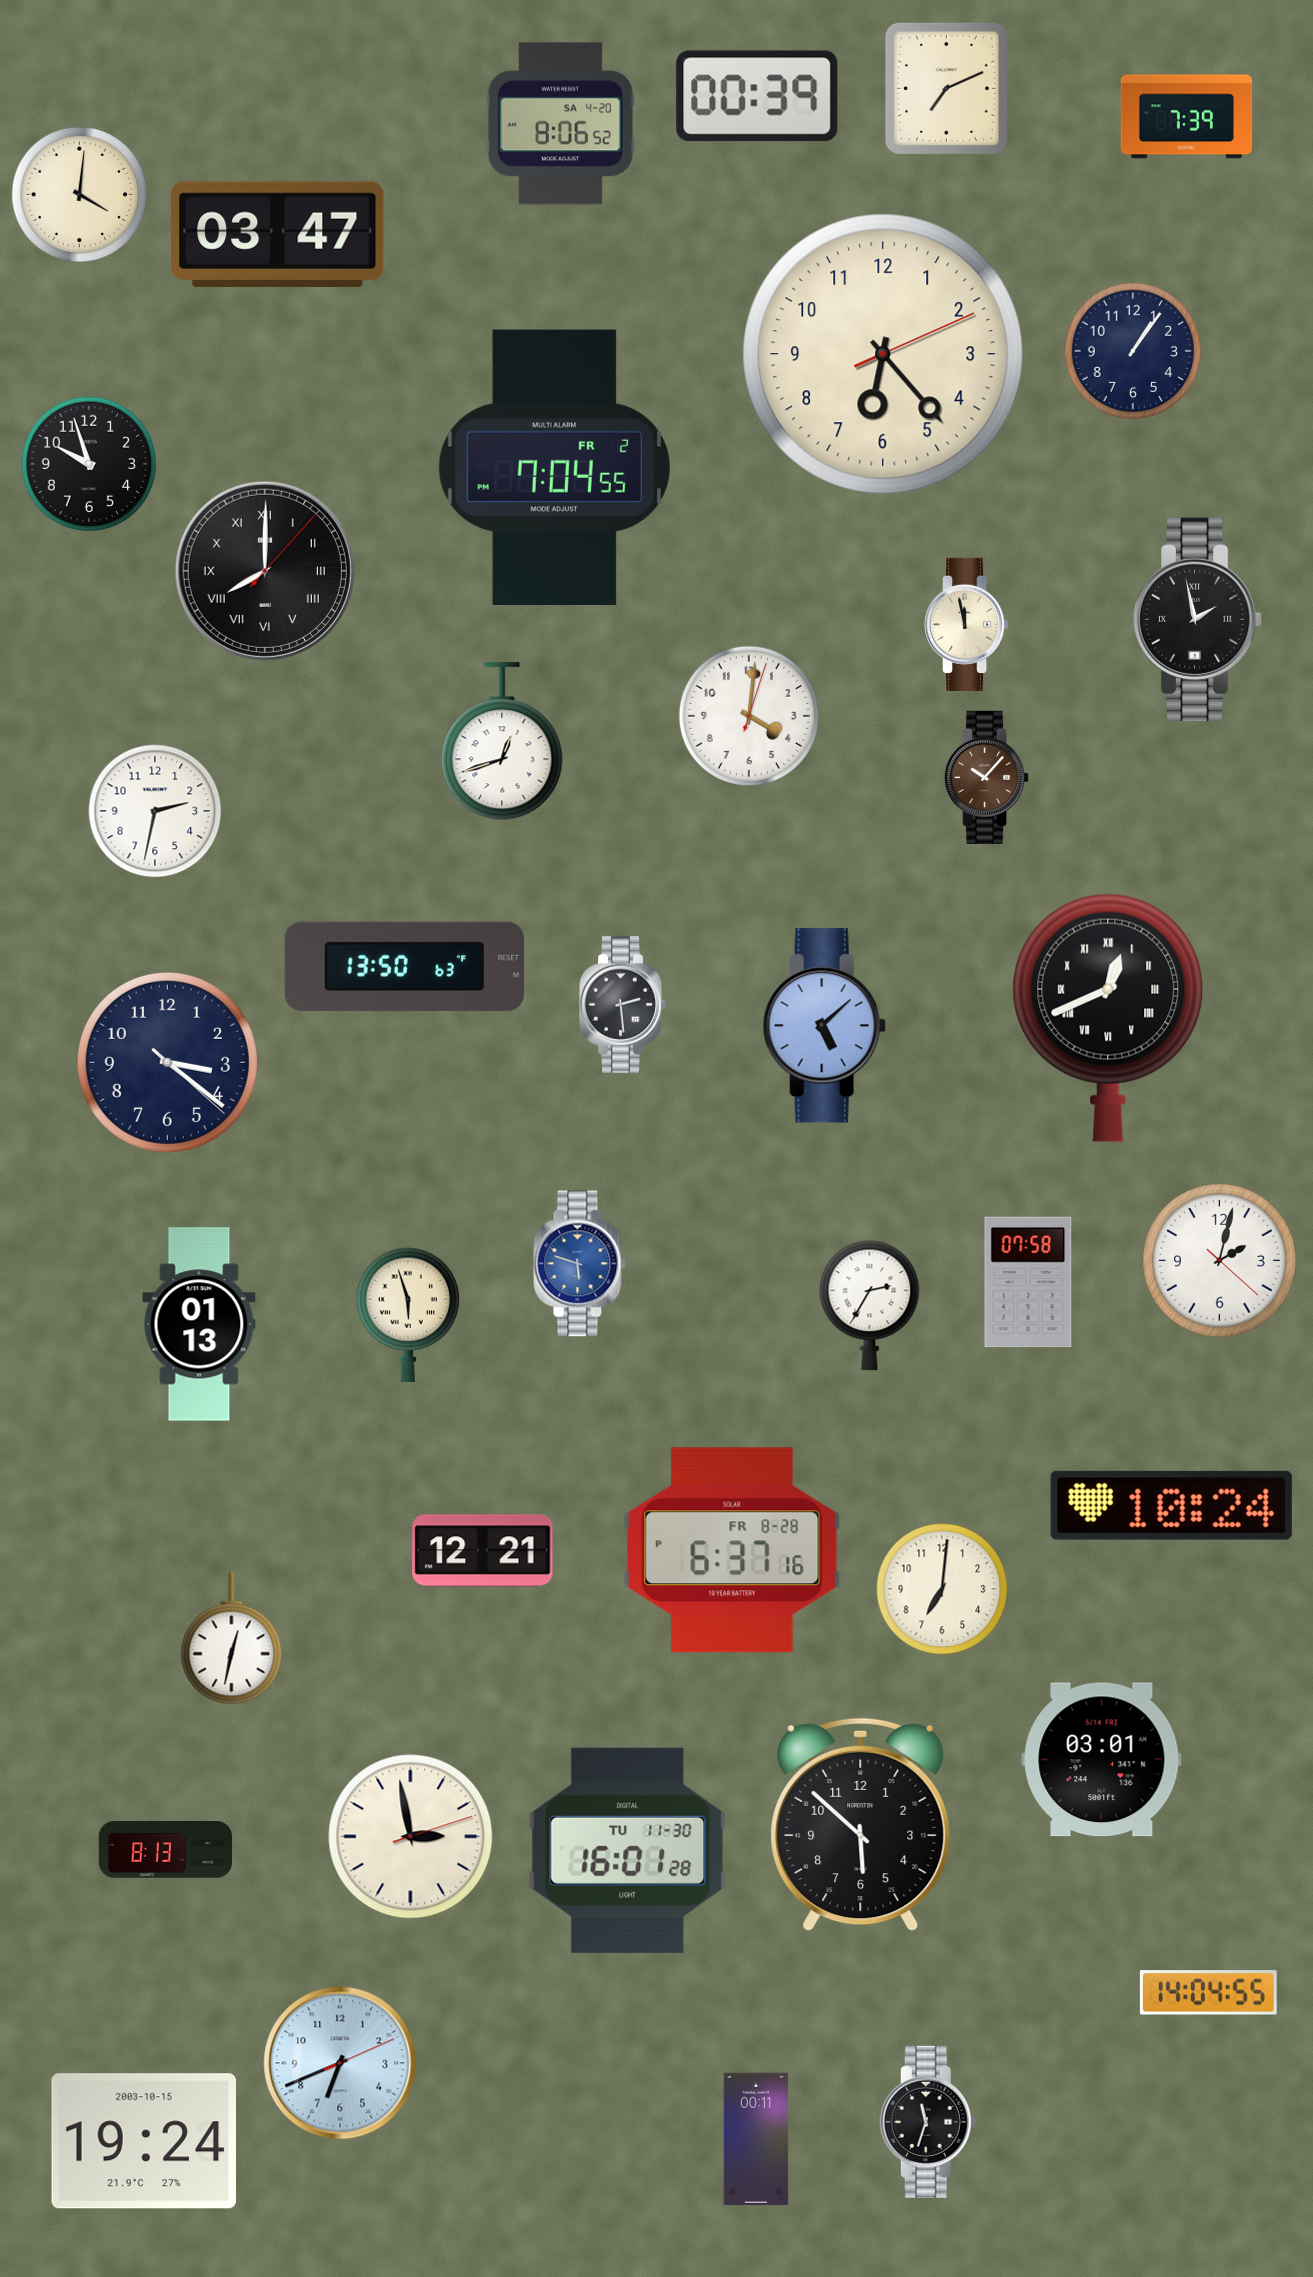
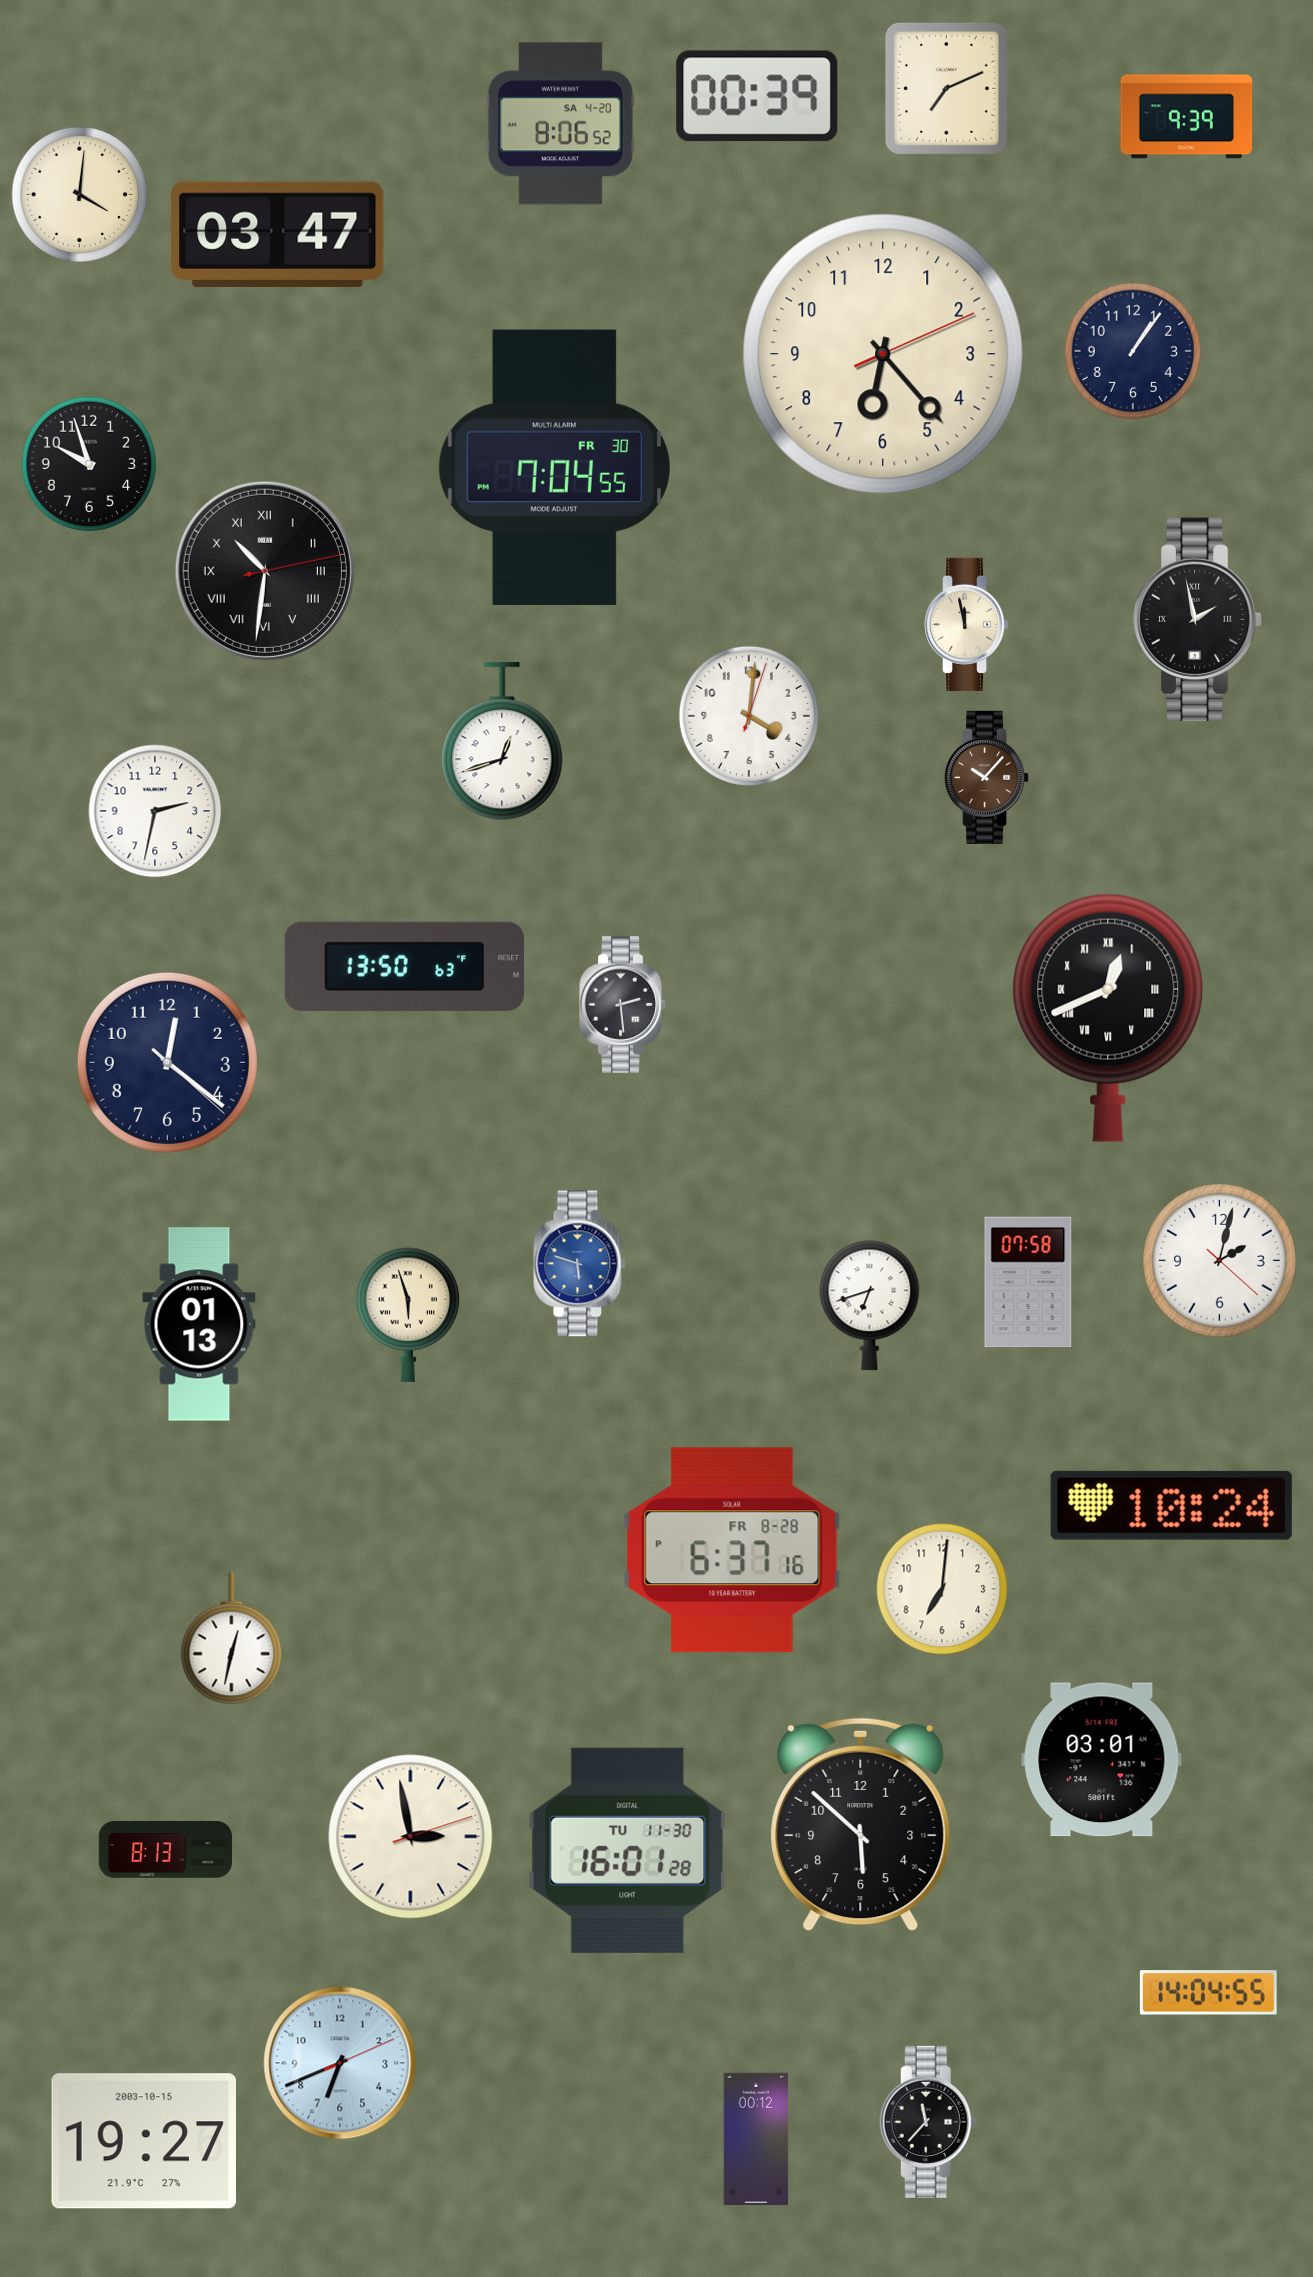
clock at (1187, 117): 7:39 -> 9:39
clock at (554, 467) date: FR 2 -> FR 30
clock at (265, 571): 8:00 -> 10:31
clock at (824, 1026): 5:08 -> none
clock at (167, 1062): 3:21 -> 12:21
clock at (870, 1306): 2:35 -> 6:42
clock at (483, 1551): 12:21 -> none
clock at (928, 2122): 11:33 -> 11:37
clock at (756, 2139): 00:11 -> 00:12
clock at (143, 2141): 19:24 -> 19:27
